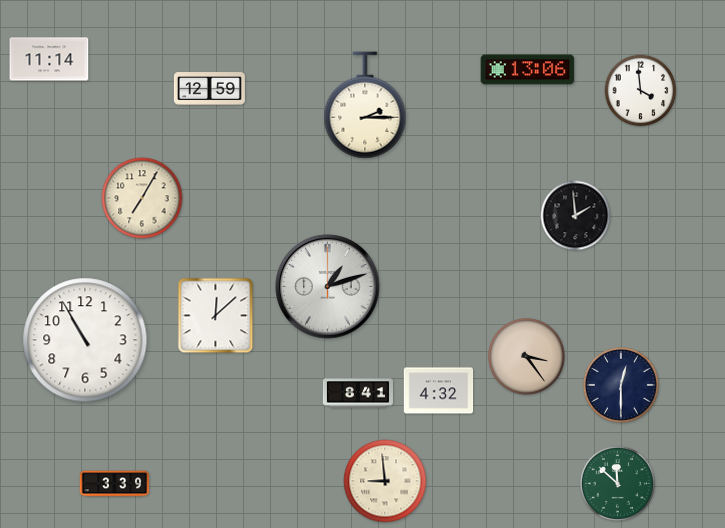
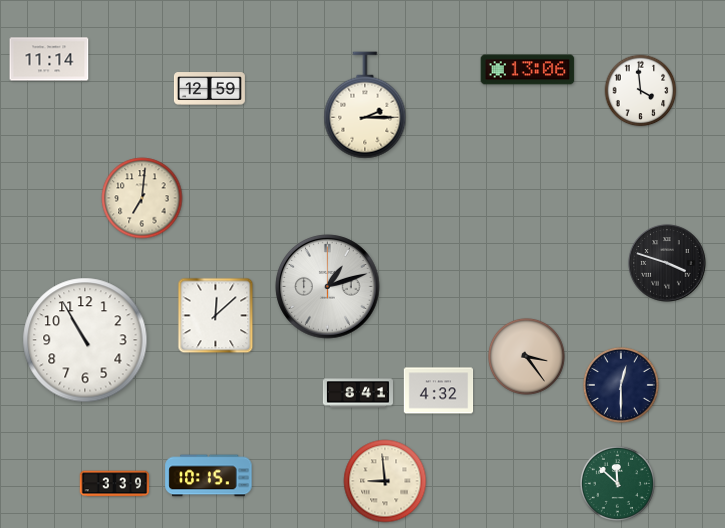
clock at (142, 198): 7:05 -> 7:01
clock at (576, 216): 1:59 -> none
clock at (667, 263): none -> 3:48
clock at (209, 476): none -> 10:15
